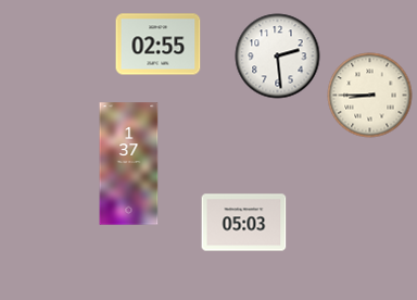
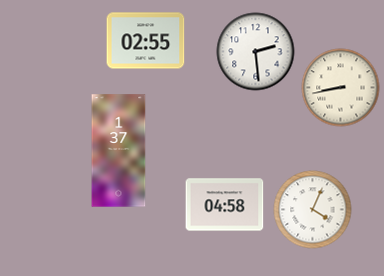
clock at (369, 95): 8:45 -> 8:43
clock at (243, 223): 05:03 -> 04:58
clock at (312, 209): none -> 4:04
